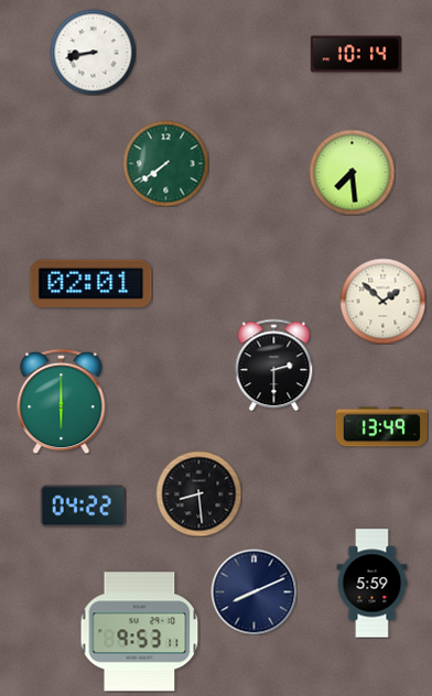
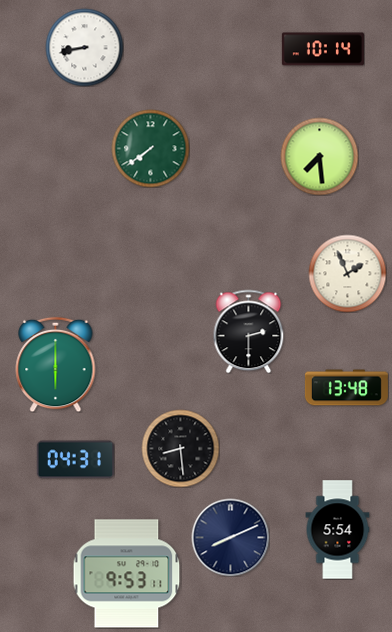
clock at (91, 284): 02:01 -> none
clock at (382, 301): 1:52 -> 1:56
clock at (381, 427): 13:49 -> 13:48
clock at (83, 507): 04:22 -> 04:31
clock at (372, 584): 5:59 -> 5:54
